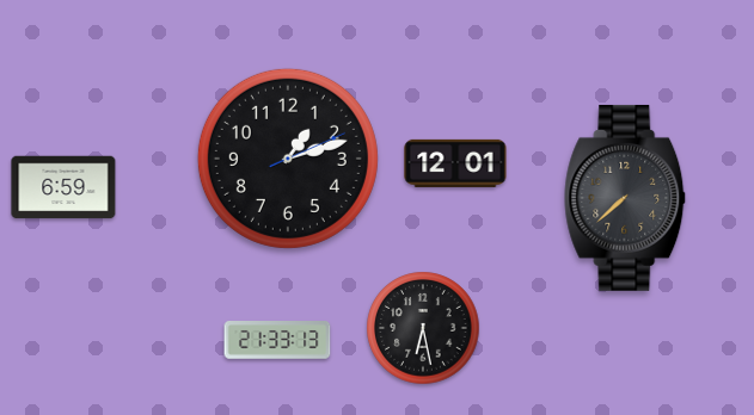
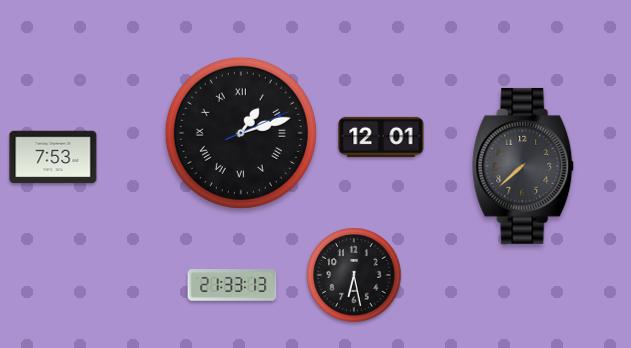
clock at (288, 159) numerals: Arabic -> Roman
clock at (63, 187): 6:59 -> 7:53
